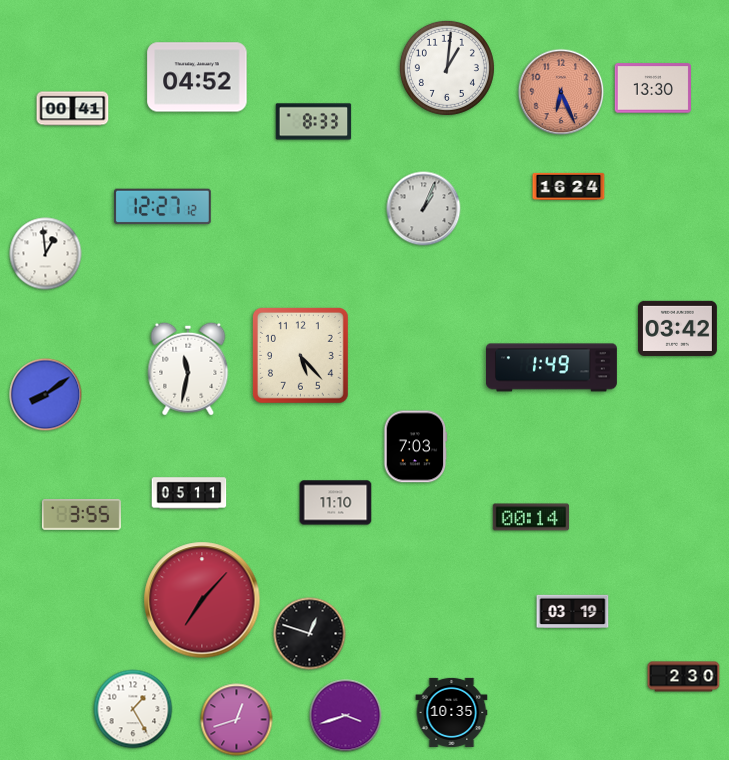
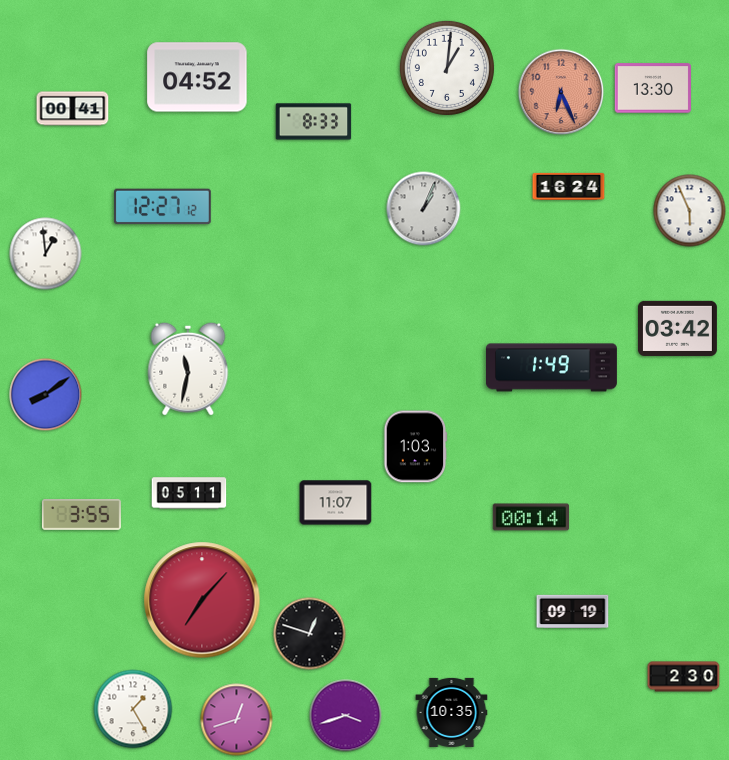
clock at (690, 211): none -> 5:56
clock at (300, 355): 5:23 -> none
clock at (415, 447): 7:03 -> 1:03
clock at (336, 503): 11:10 -> 11:07
clock at (573, 611): 03:19 -> 09:19
